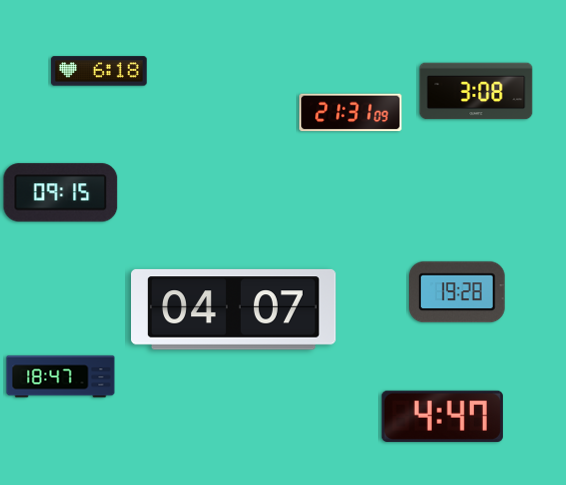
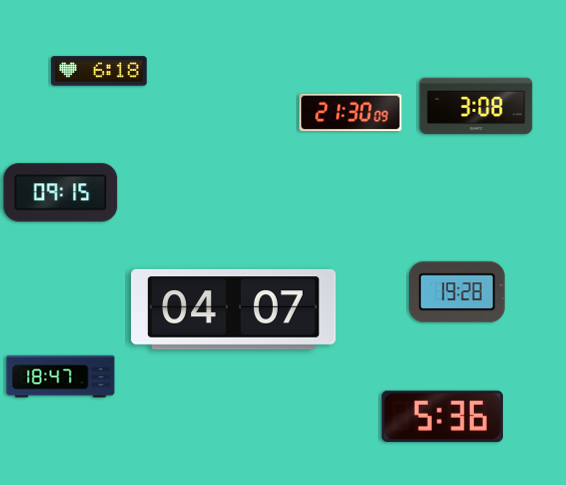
clock at (476, 91) position: (476, 91) -> (476, 106)
clock at (351, 113): 21:31 -> 21:30
clock at (442, 416): 4:47 -> 5:36
